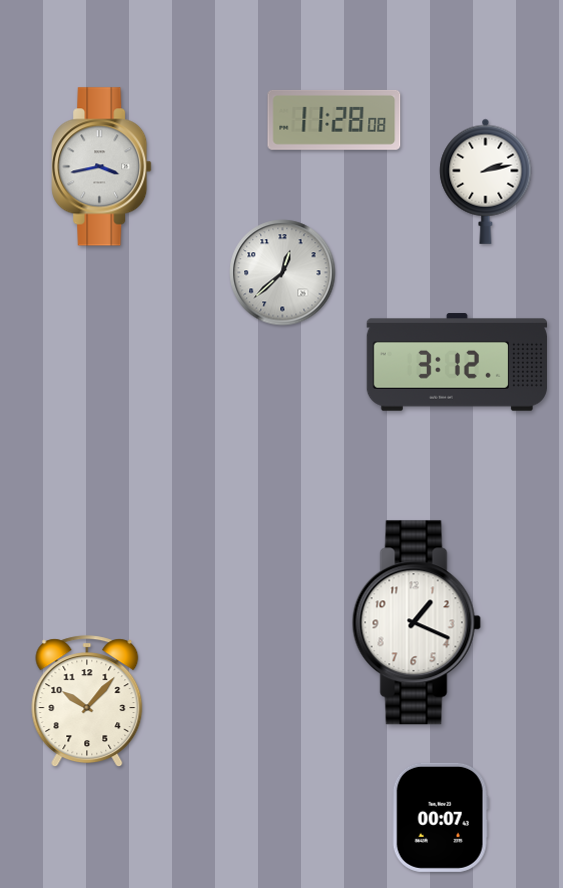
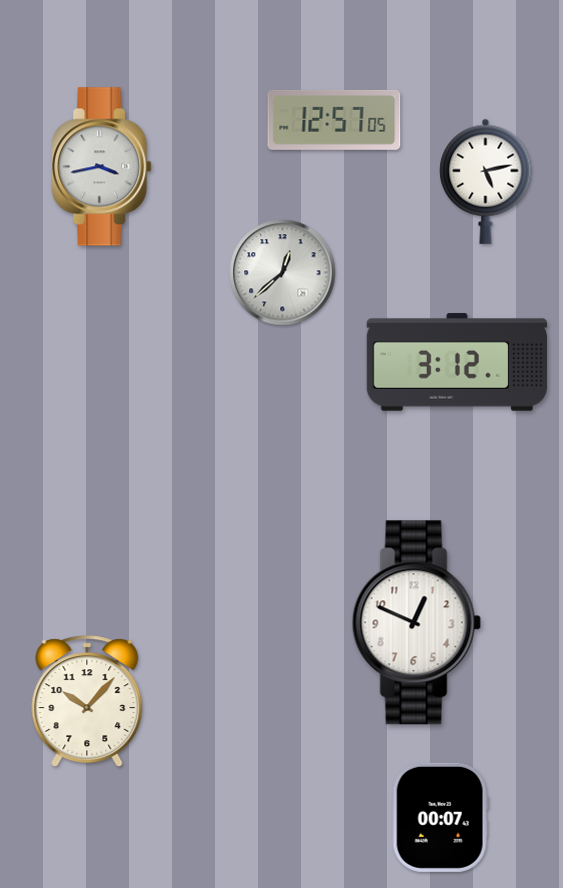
clock at (334, 120): 11:28 -> 12:57
clock at (486, 181): 2:13 -> 5:13
clock at (416, 623): 1:19 -> 12:49
